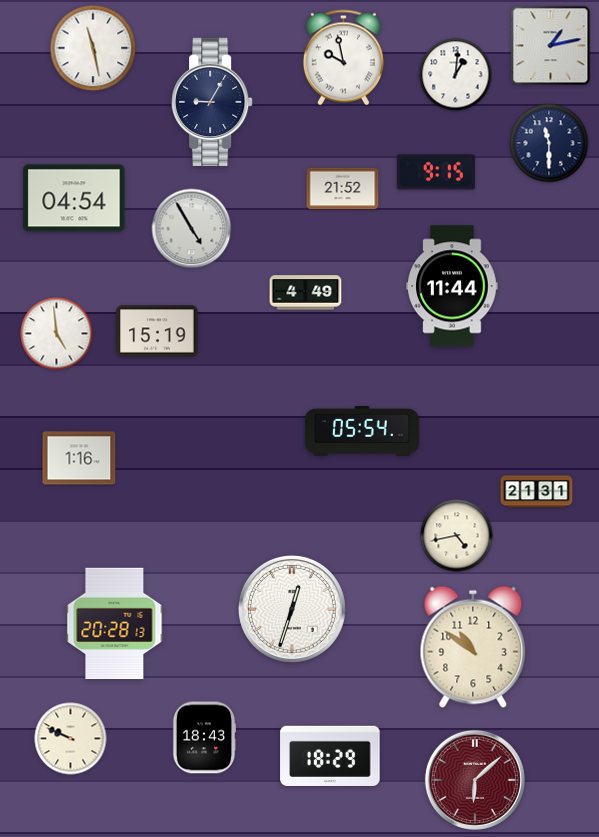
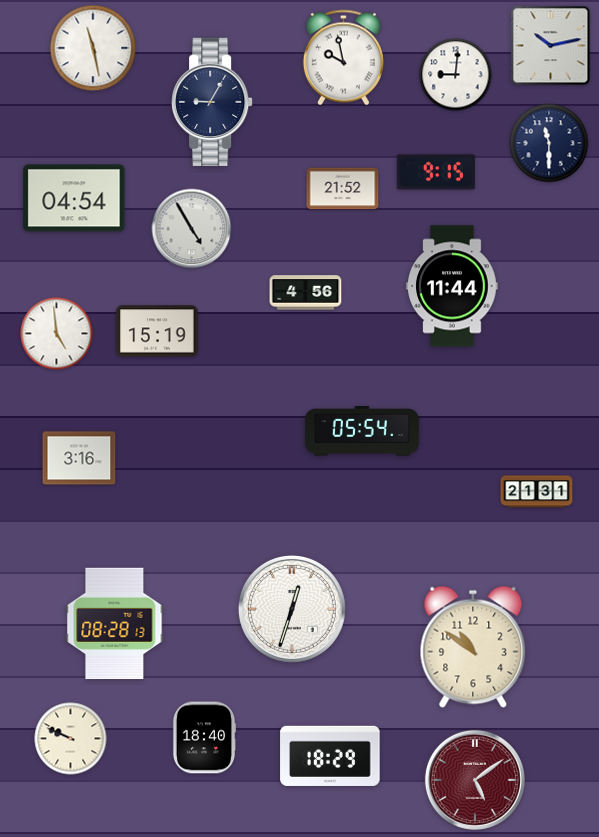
clock at (551, 46): 1:13 -> 10:13
clock at (456, 75): 1:01 -> 9:01
clock at (306, 293): 4:49 -> 4:56
clock at (79, 458): 1:16 -> 3:16
clock at (457, 536): 4:43 -> none
clock at (115, 624): 20:28 -> 08:28
clock at (204, 738): 18:43 -> 18:40
clock at (475, 780): 6:08 -> 5:09
